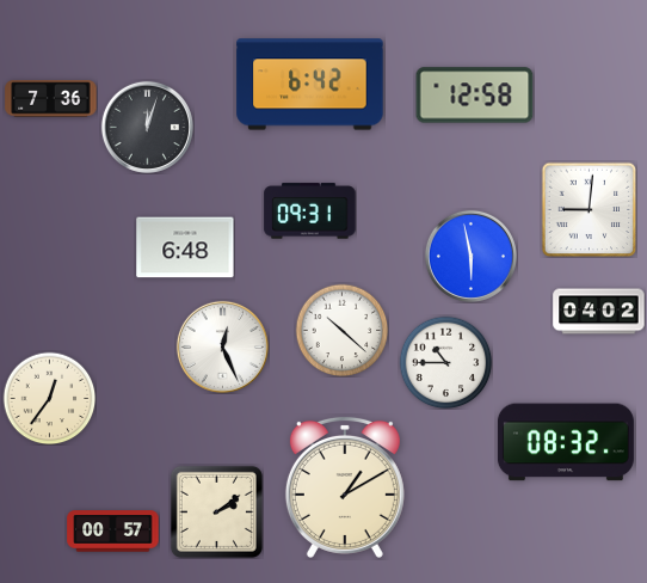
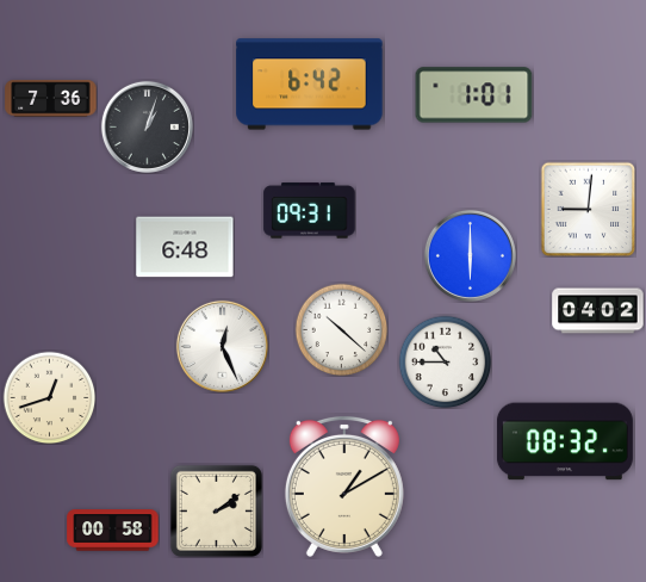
clock at (475, 96): 12:58 -> 1:01
clock at (147, 127): 12:03 -> 1:03
clock at (470, 256): 5:58 -> 6:00
clock at (49, 398): 12:36 -> 12:42
clock at (113, 532): 00:57 -> 00:58
